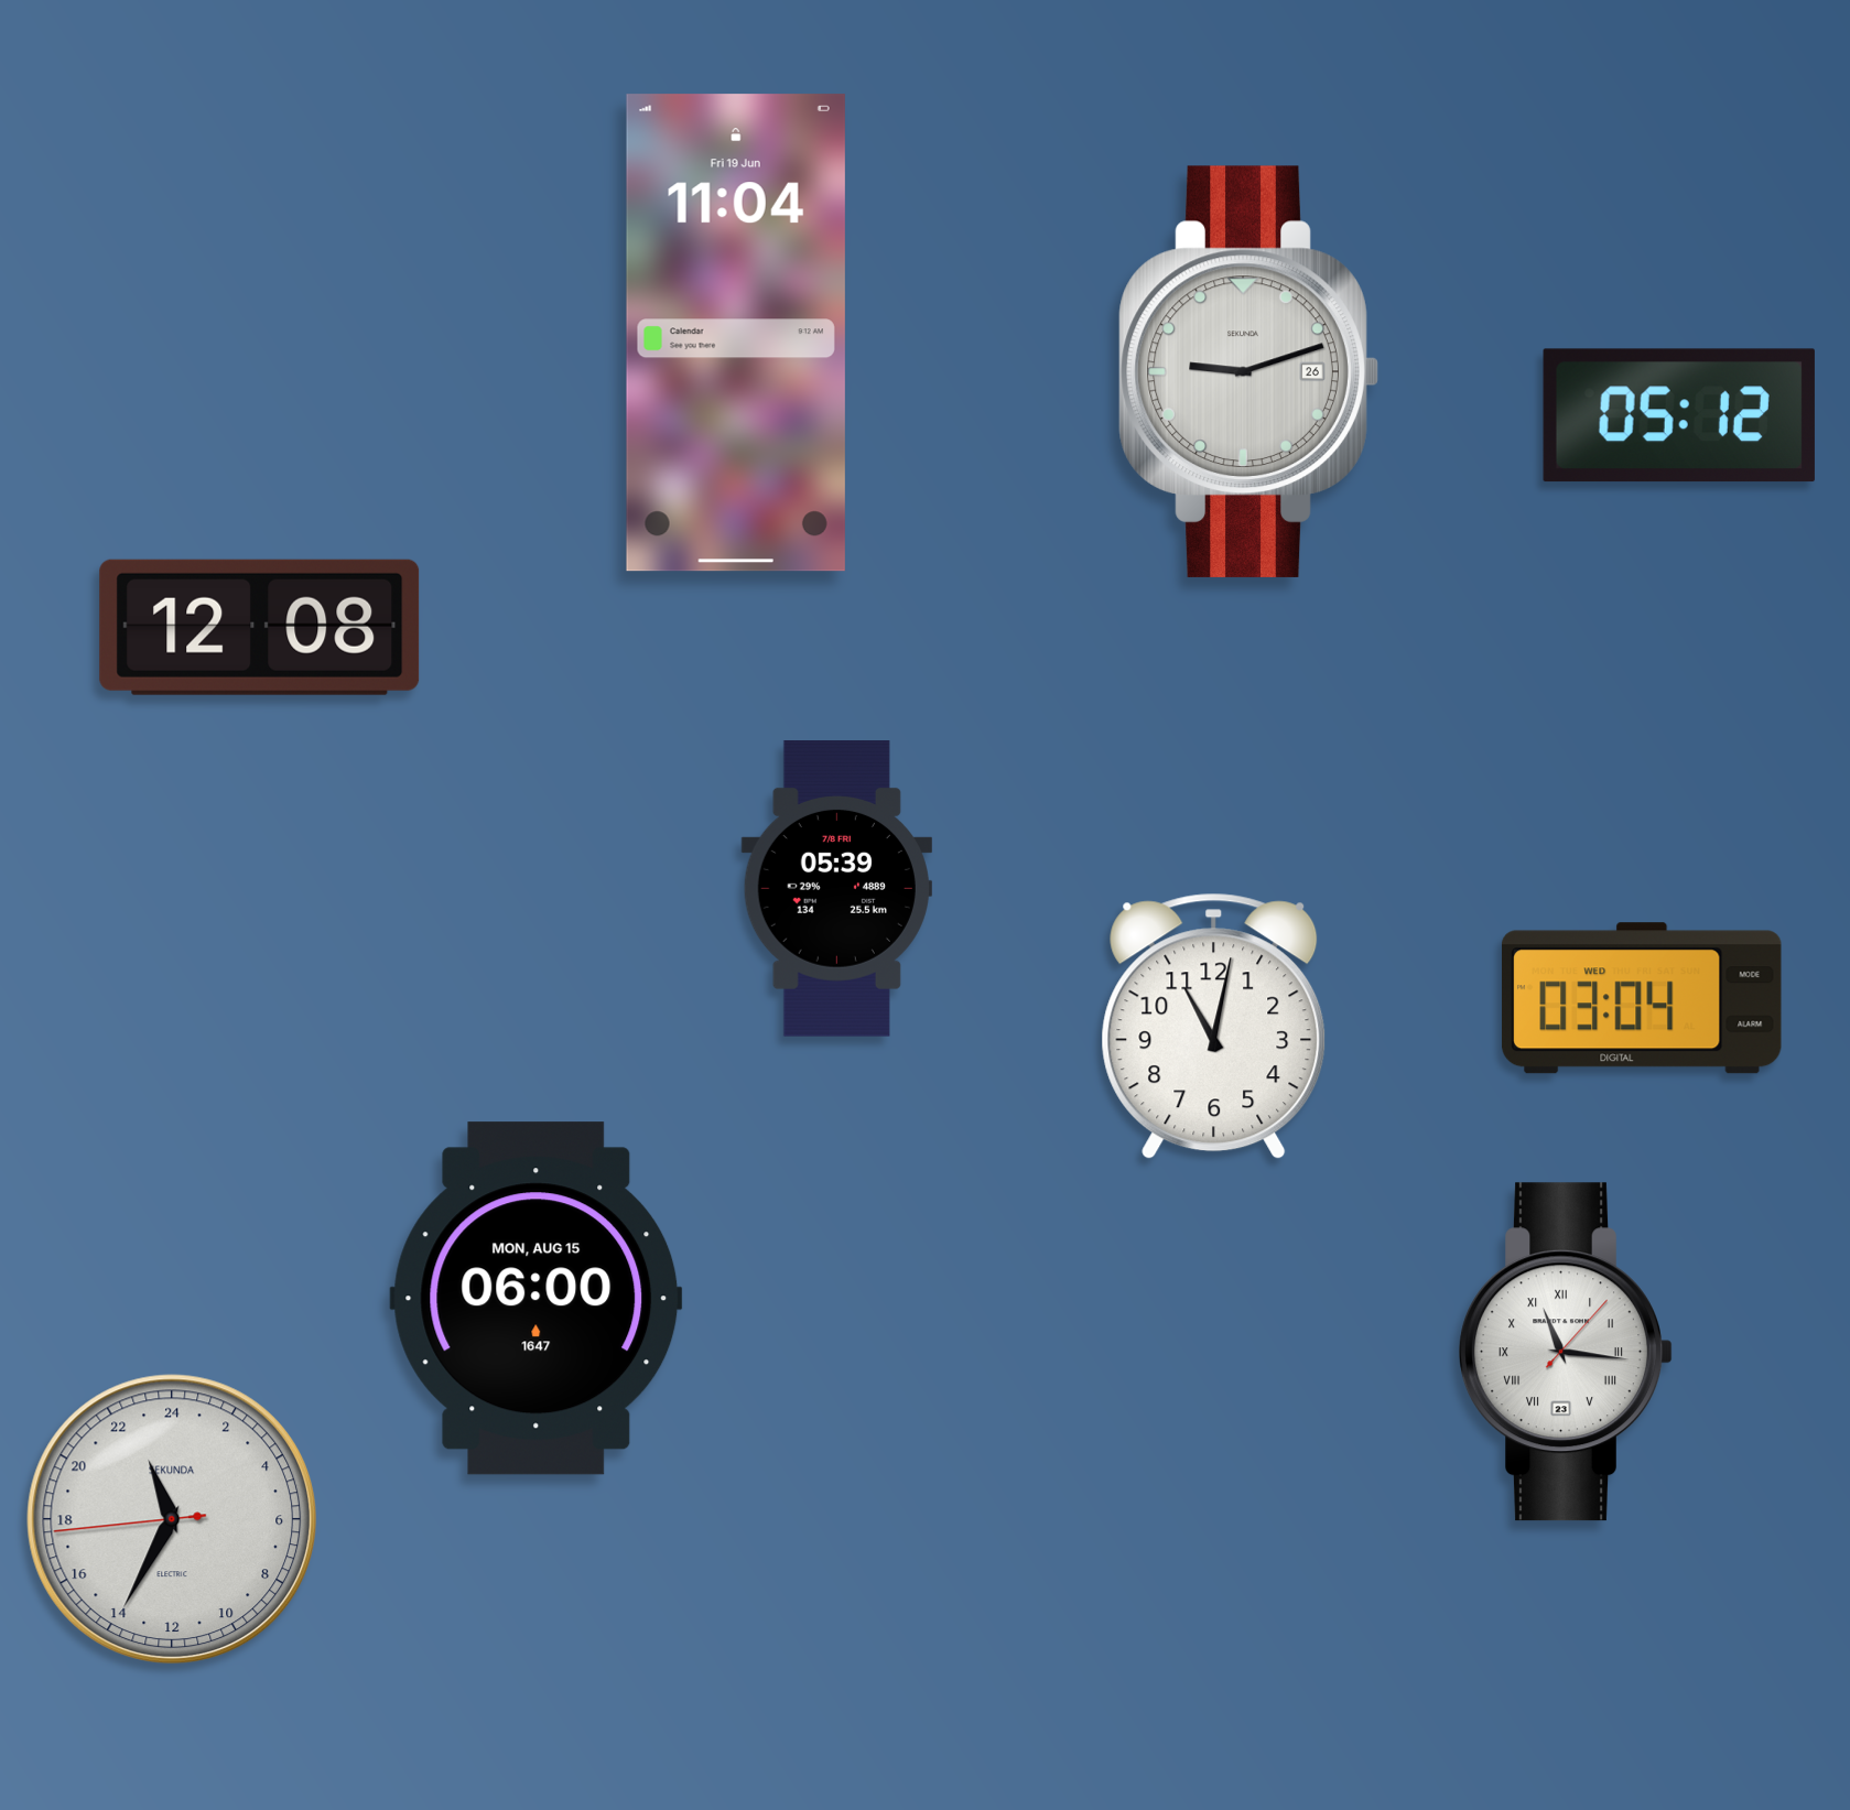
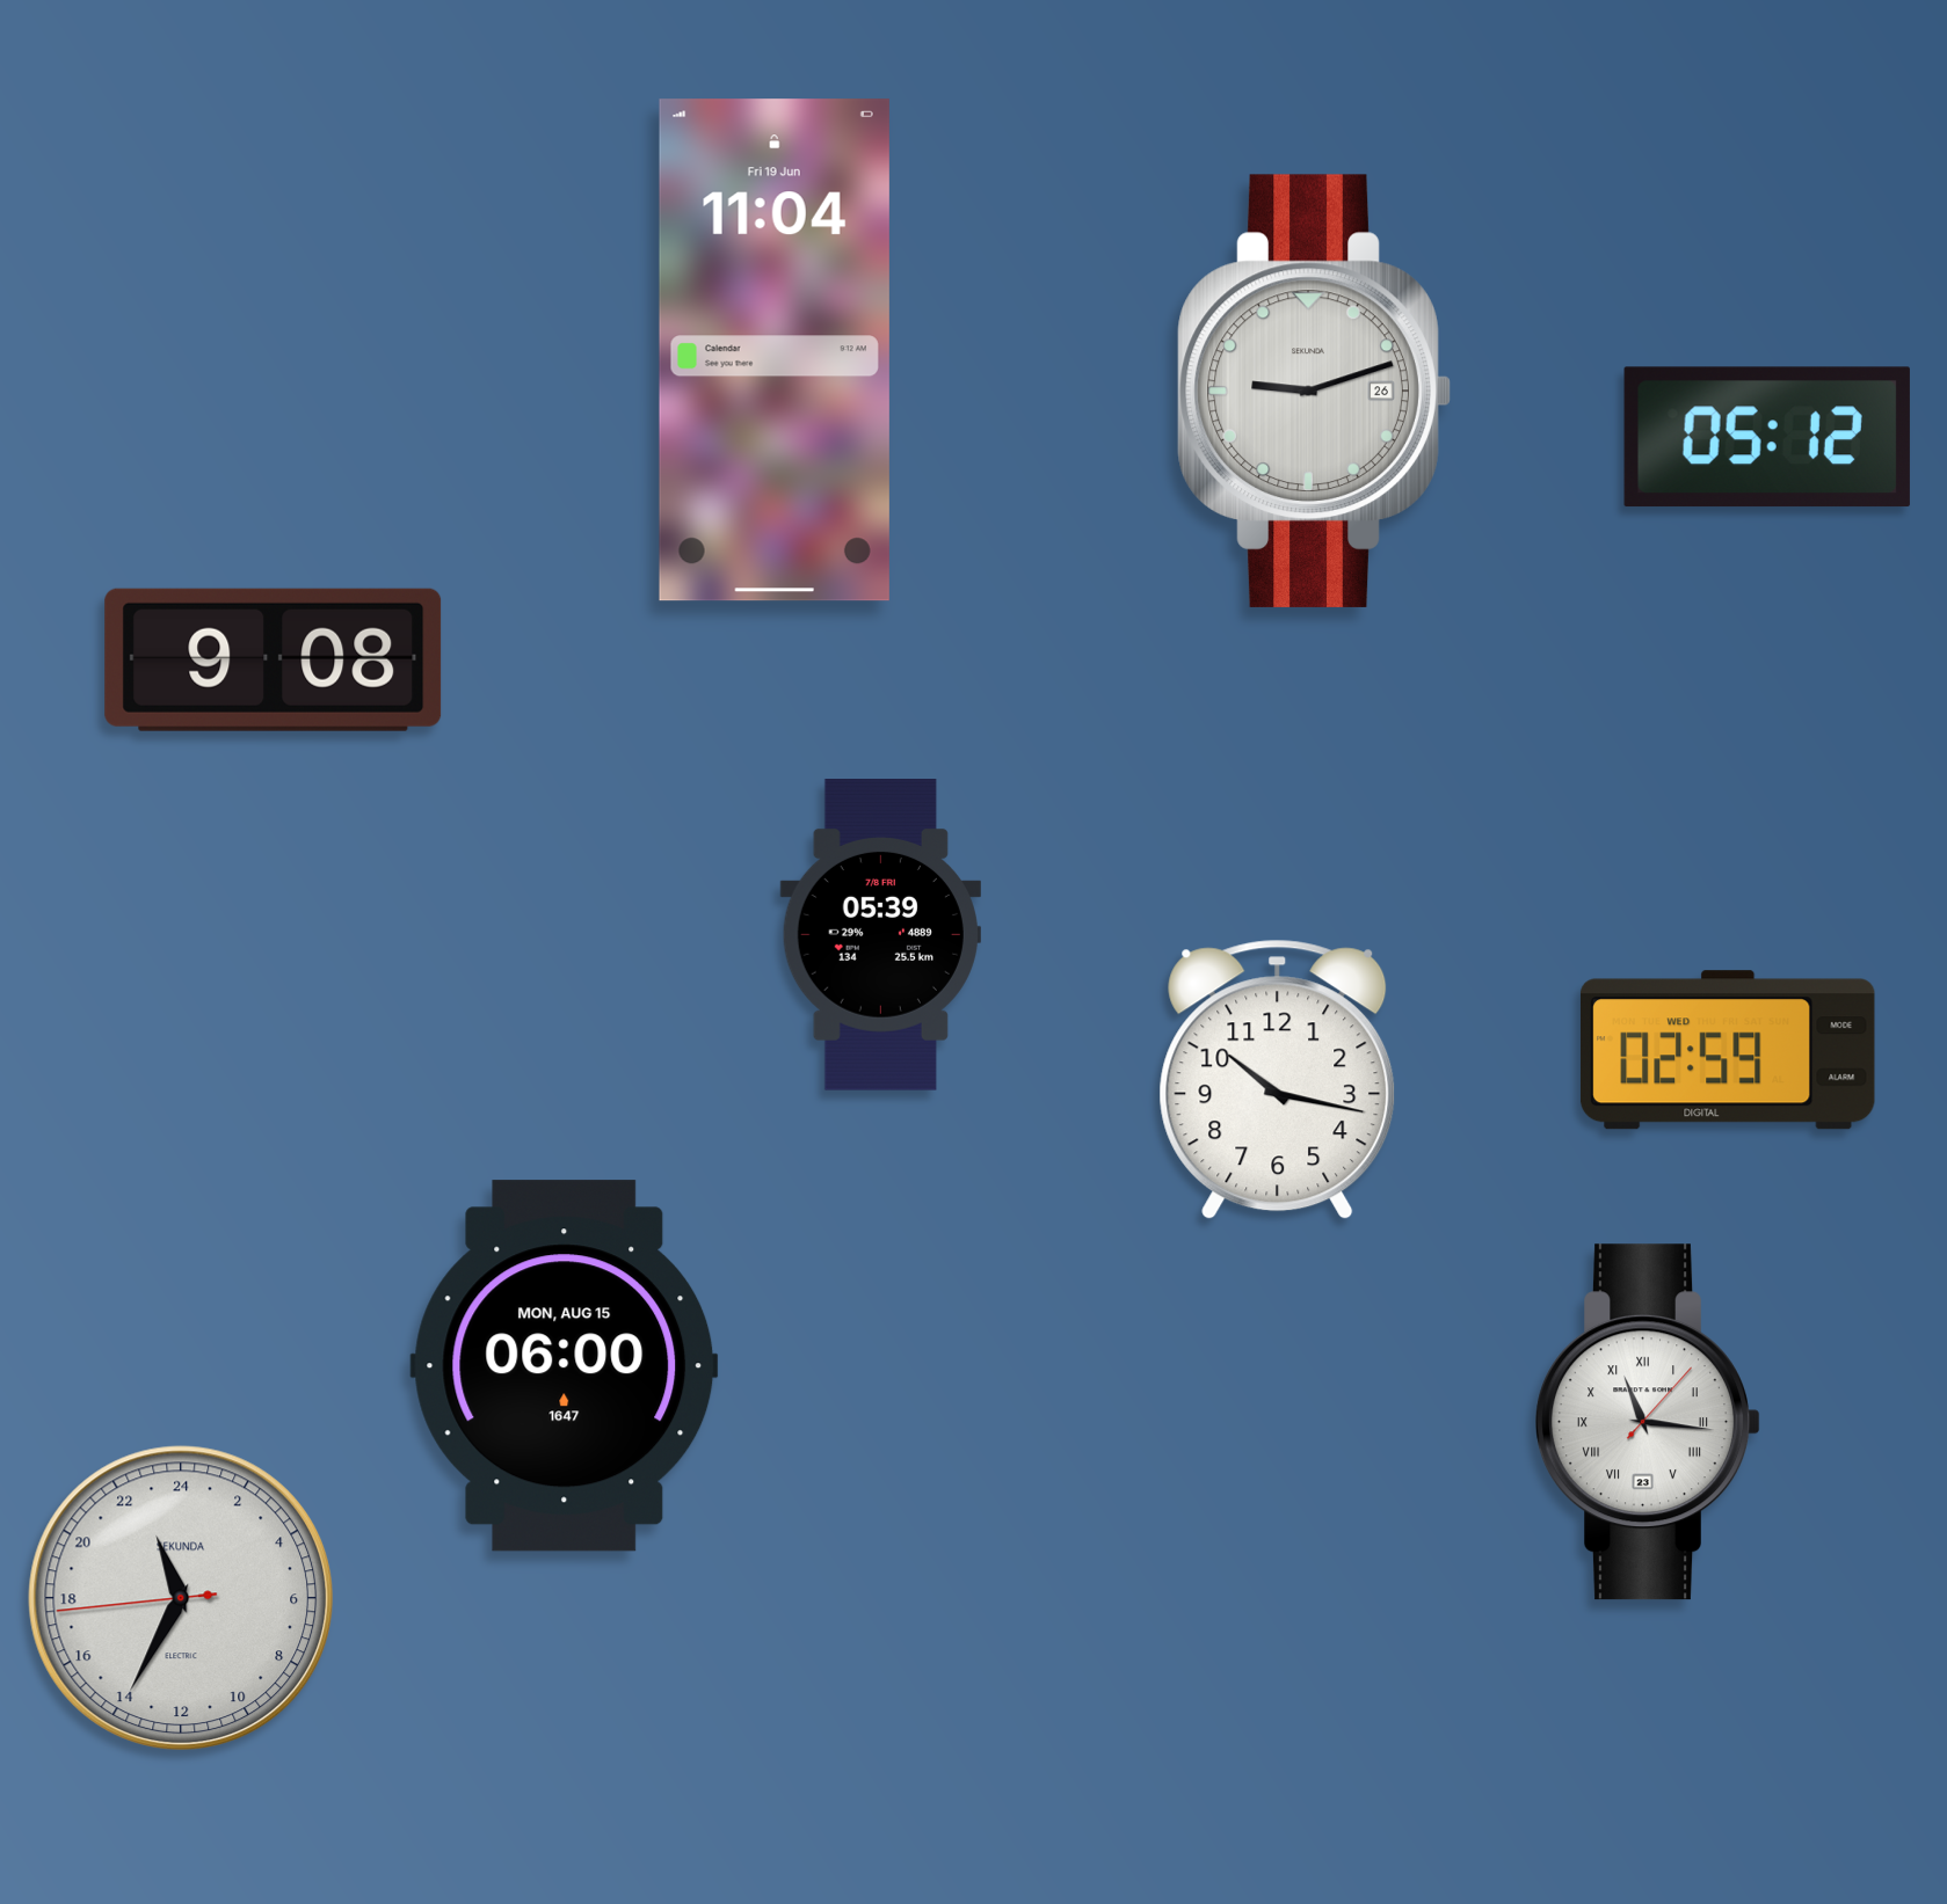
clock at (260, 627): 12:08 -> 9:08
clock at (1642, 998): 03:04 -> 02:59
clock at (1214, 1027): 11:02 -> 10:17
